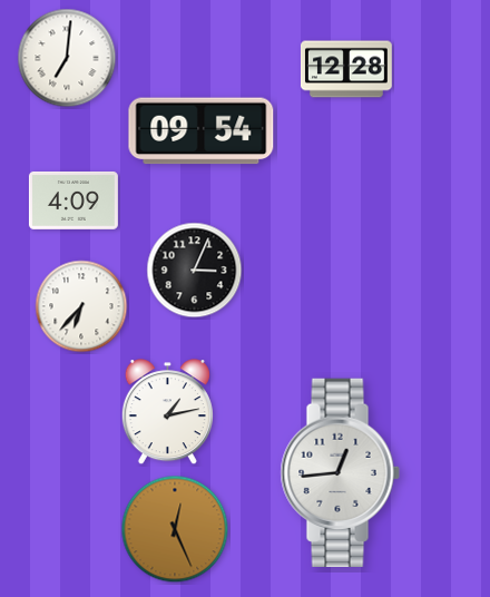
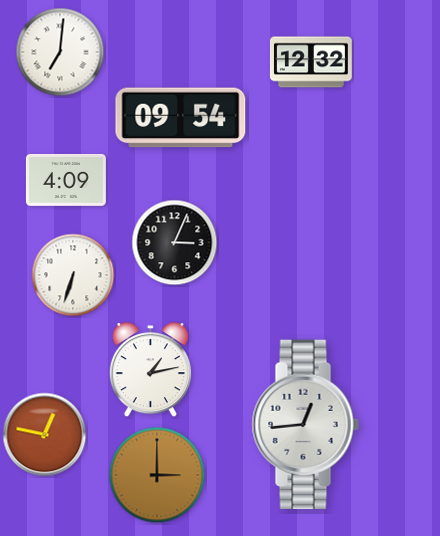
clock at (346, 69): 12:28 -> 12:32
clock at (81, 306): 6:37 -> 6:33
clock at (45, 435): none -> 12:47
clock at (175, 529): 12:26 -> 3:00
